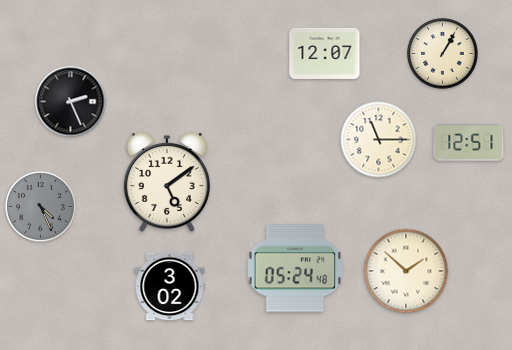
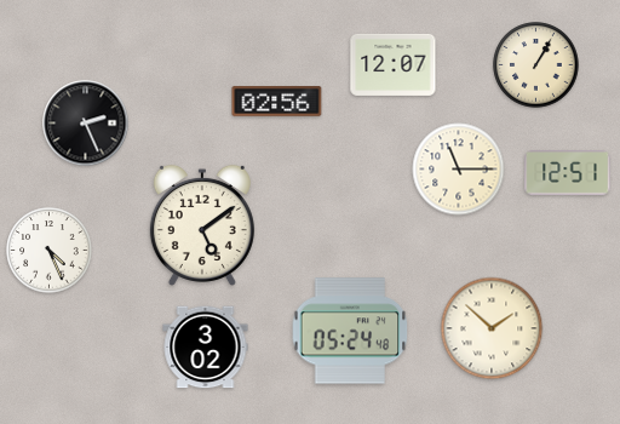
clock at (277, 102): none -> 02:56
clock at (167, 182) position: (167, 182) -> (202, 225)
clock at (41, 207) dial: grey -> white
clock at (295, 268) position: (295, 268) -> (350, 331)
